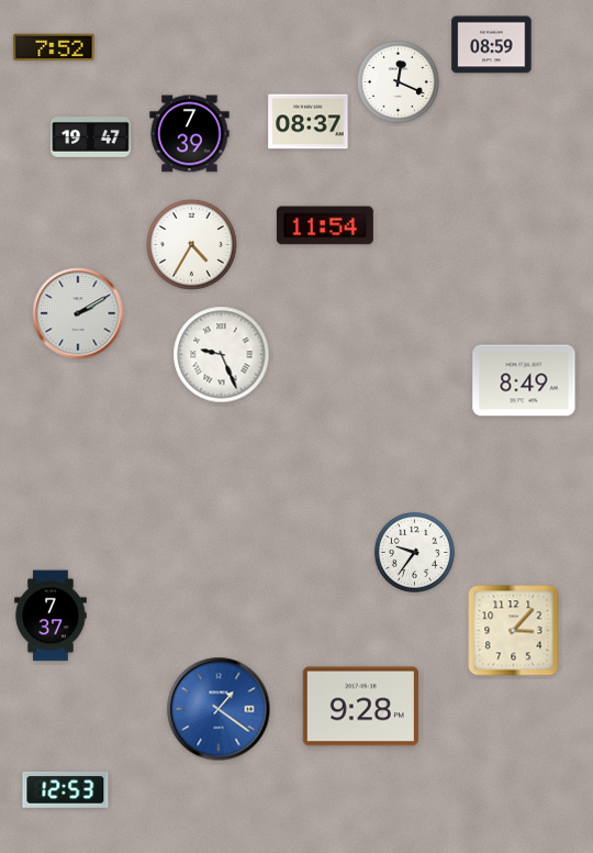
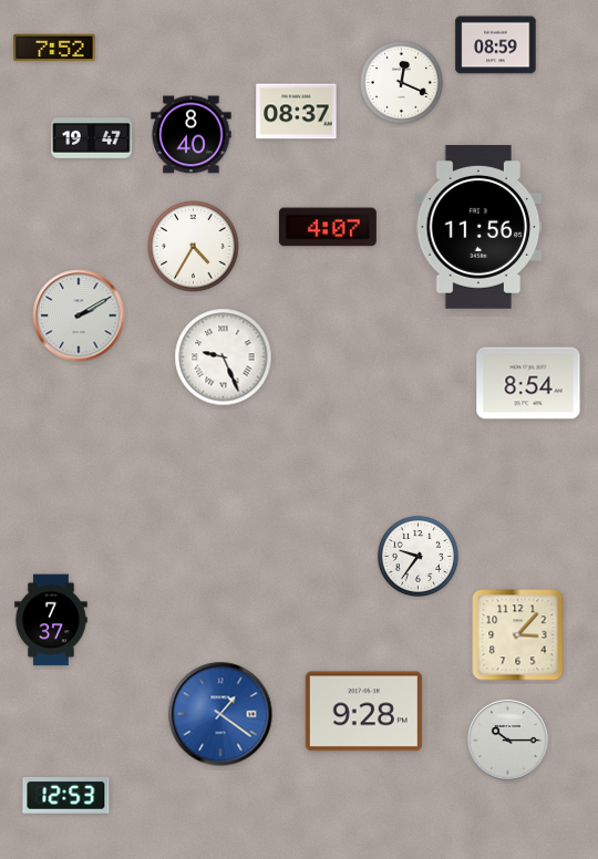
clock at (309, 122) position: (309, 122) -> (297, 112)
clock at (190, 134): 7:39 -> 8:40
clock at (325, 225): 11:54 -> 4:07
clock at (478, 227): none -> 11:56
clock at (524, 380): 8:49 -> 8:54
clock at (508, 741): none -> 10:15
